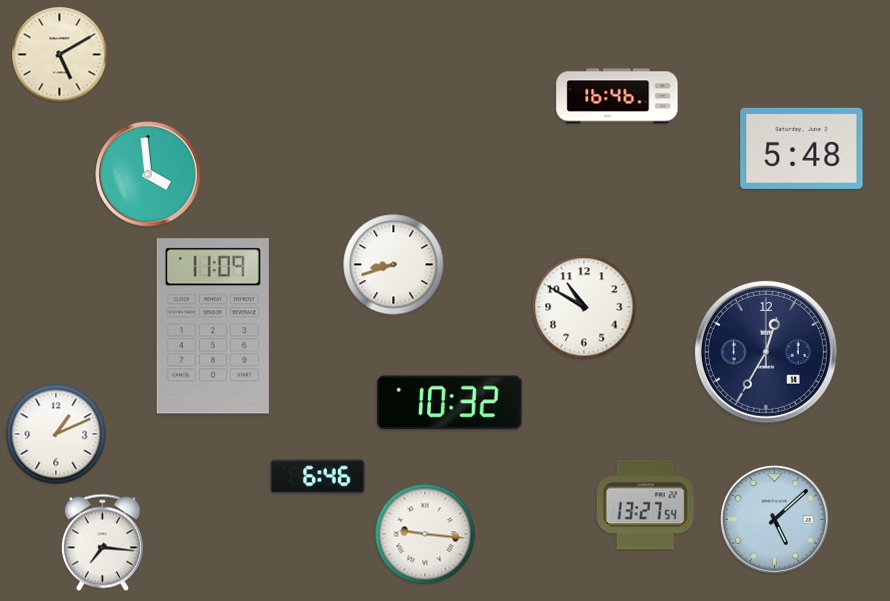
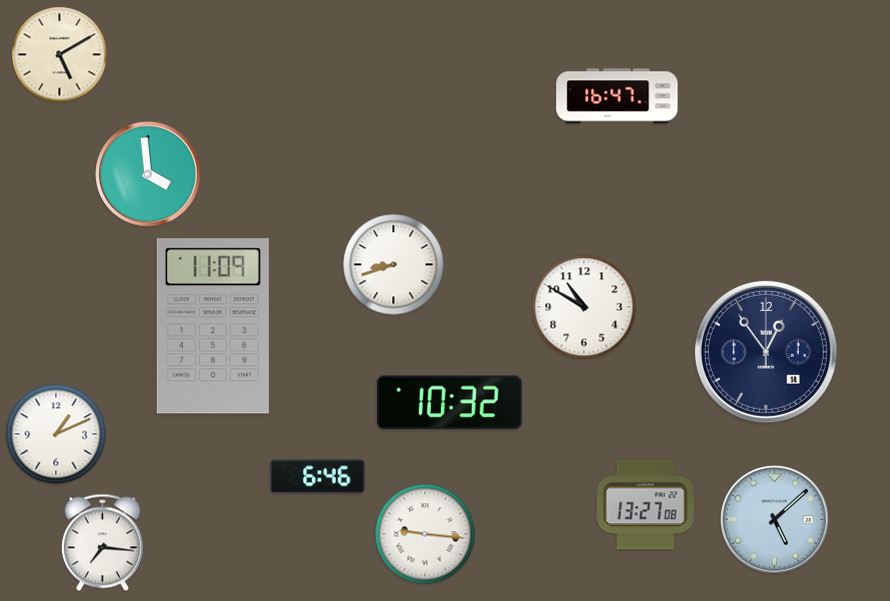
clock at (617, 96): 16:46 -> 16:47
clock at (802, 148): 5:48 -> none
clock at (766, 352): 12:35 -> 12:54
clock at (645, 505): 13:27:54 -> 13:27:08
